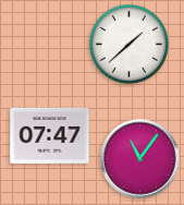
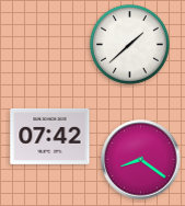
clock at (50, 135): 07:47 -> 07:42
clock at (140, 159): 11:06 -> 8:21
